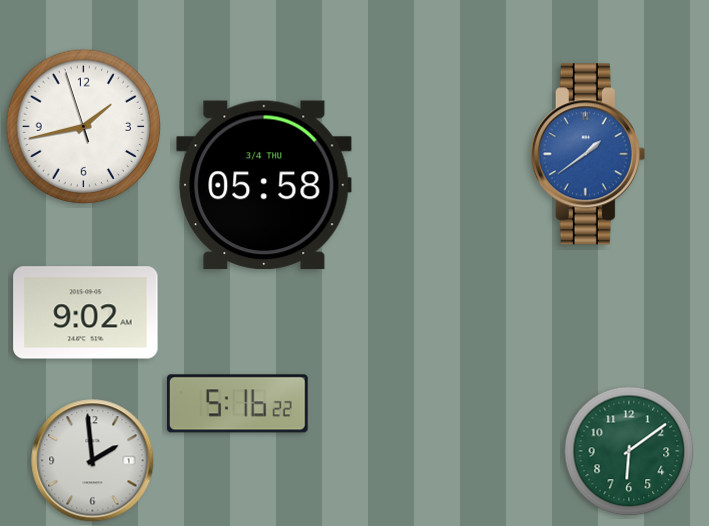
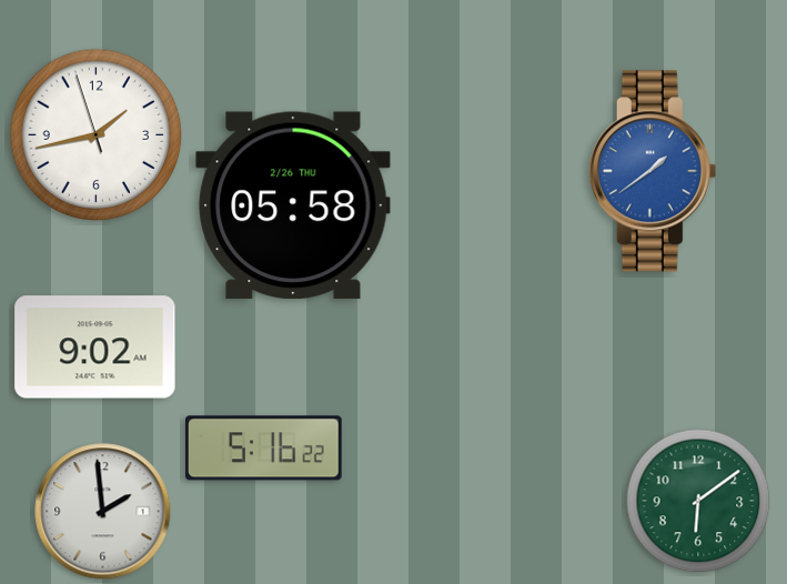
clock at (84, 127) position: (84, 127) -> (97, 135)
clock at (264, 185) date: 3/4 THU -> 2/26 THU
